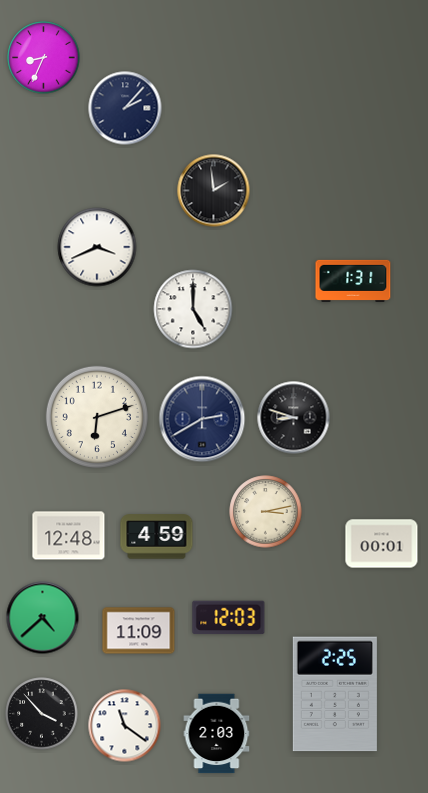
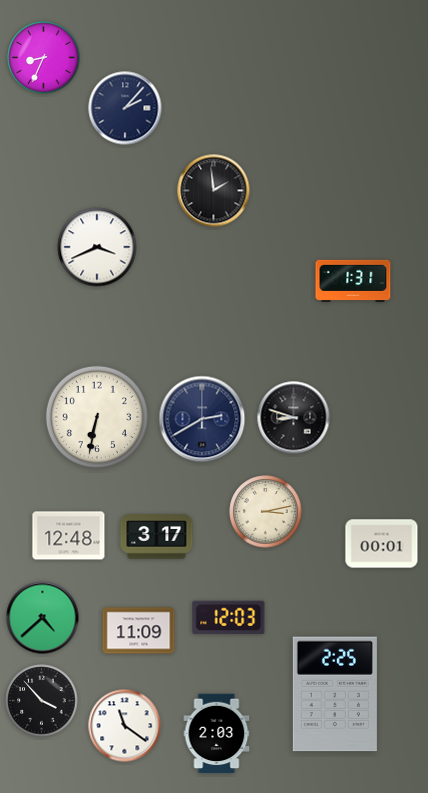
clock at (193, 309): 5:00 -> none
clock at (97, 417): 6:12 -> 6:32
clock at (157, 537): 4:59 -> 3:17
clock at (42, 714) position: (42, 714) -> (42, 701)
